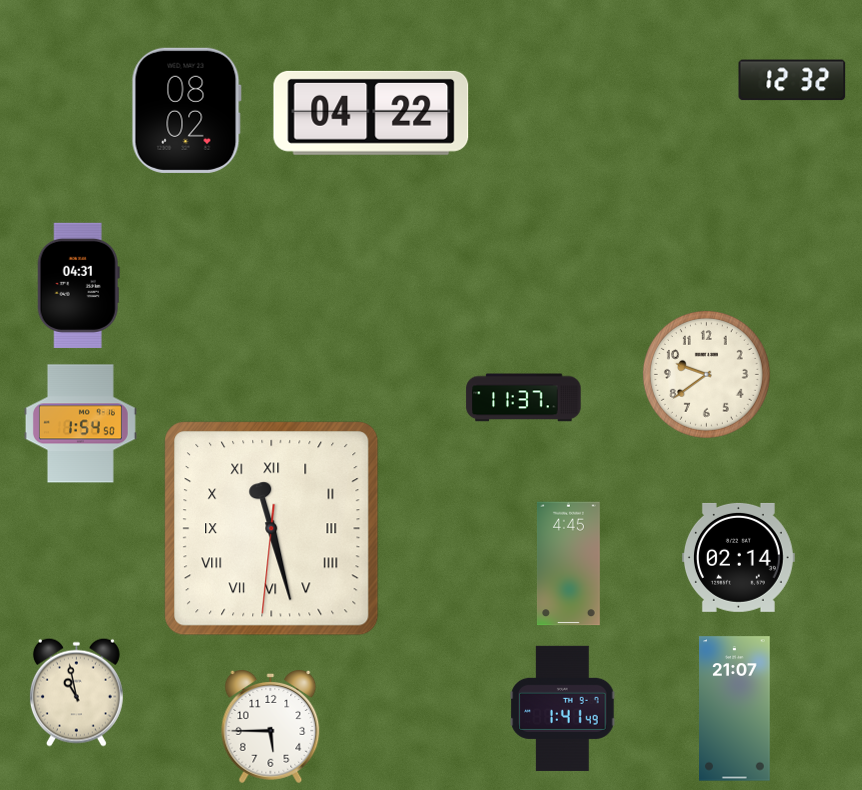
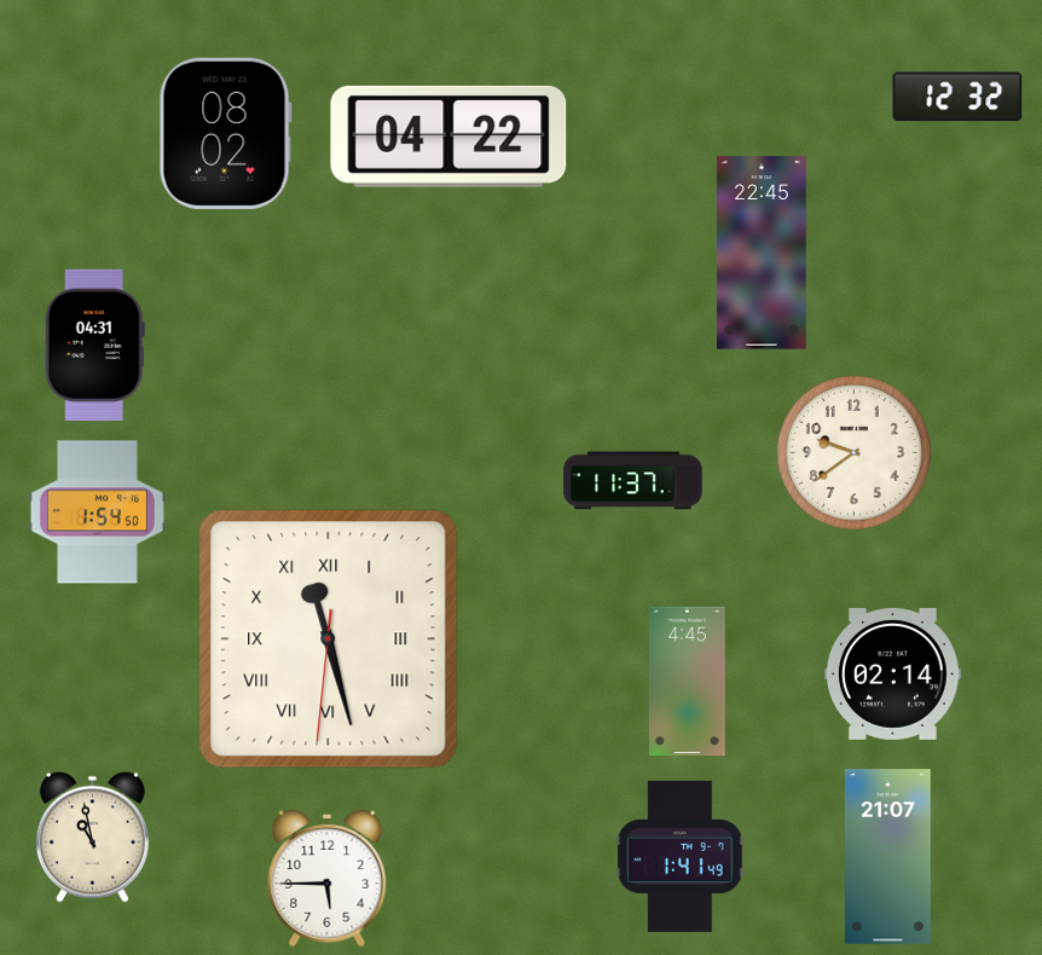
clock at (762, 253): none -> 22:45
